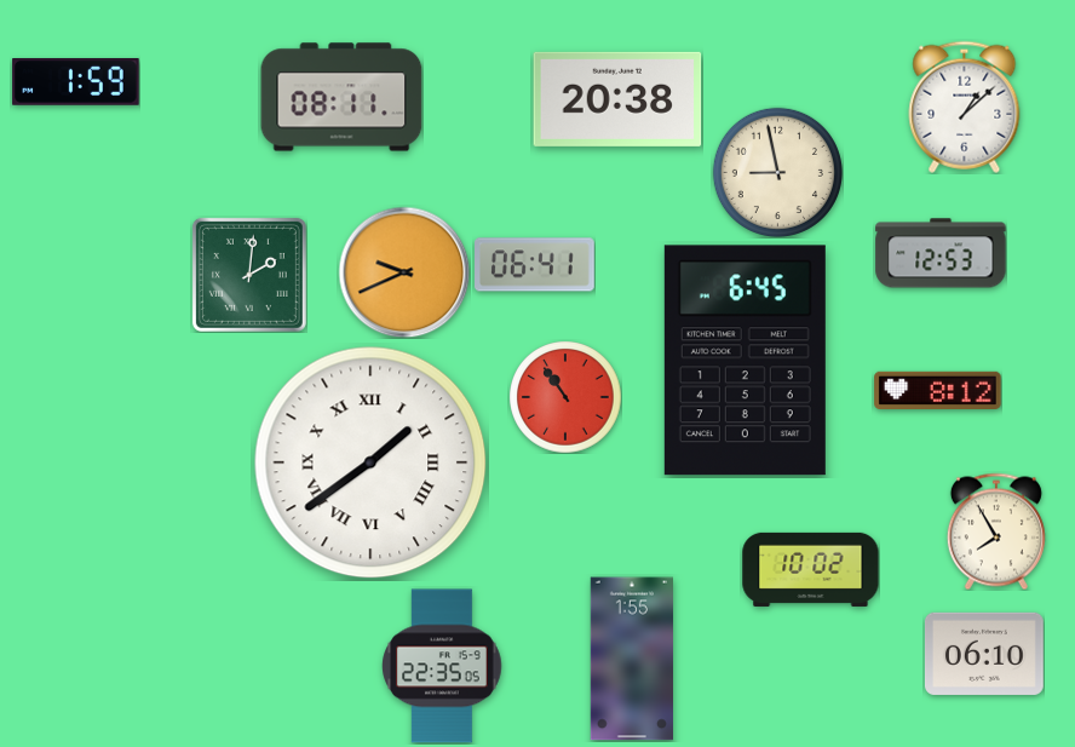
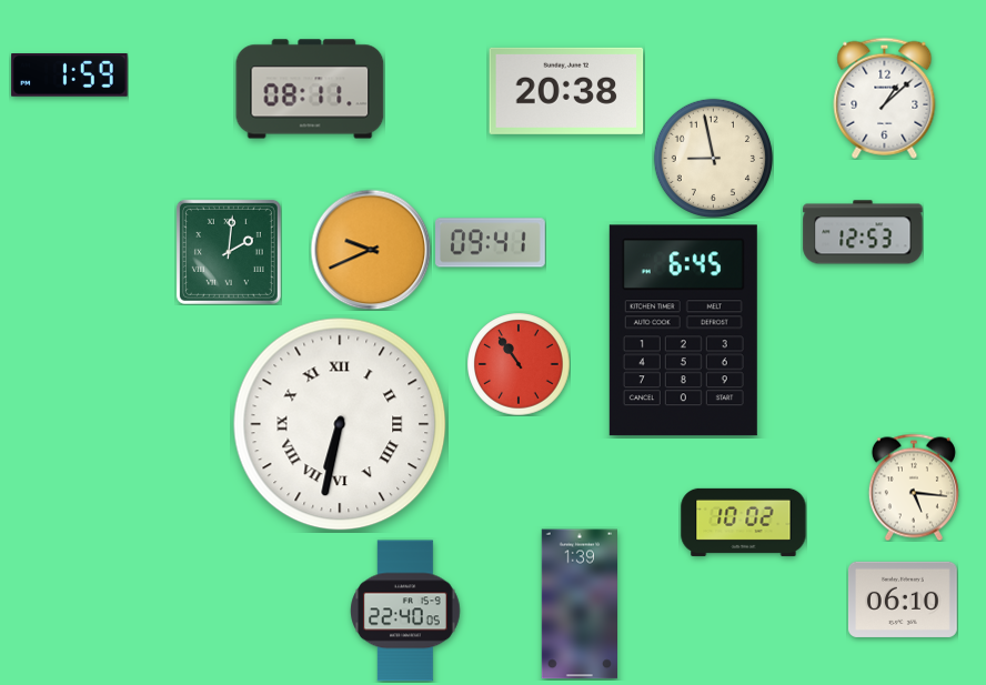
clock at (341, 97) position: (341, 97) -> (310, 89)
clock at (535, 265): 06:41 -> 09:41
clock at (938, 390): 8:12 -> none
clock at (370, 462): 1:39 -> 6:32
clock at (996, 531): 7:55 -> 5:16
clock at (631, 659): 1:55 -> 1:39
clock at (442, 666): 22:35 -> 22:40
